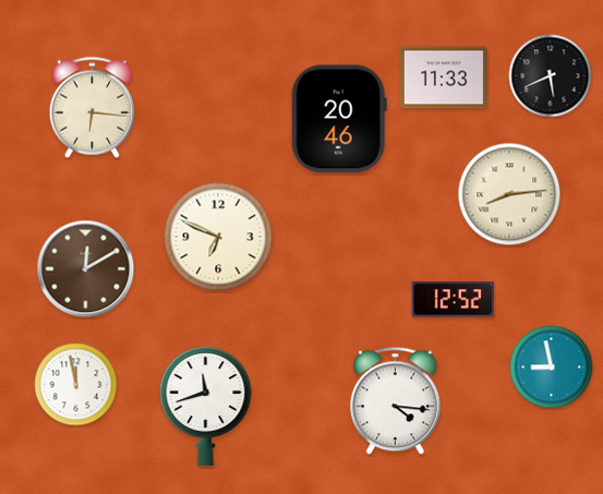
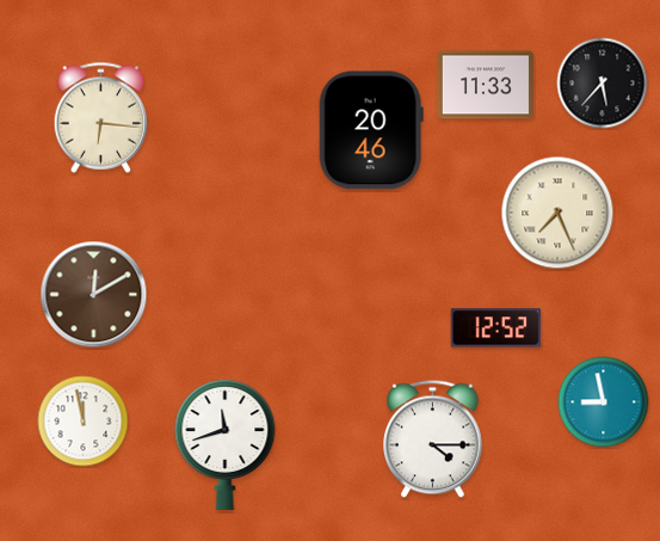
clock at (551, 76): 5:41 -> 5:37
clock at (509, 194): 8:14 -> 7:26
clock at (218, 237): 6:49 -> none
clock at (396, 401): 4:16 -> 4:15
